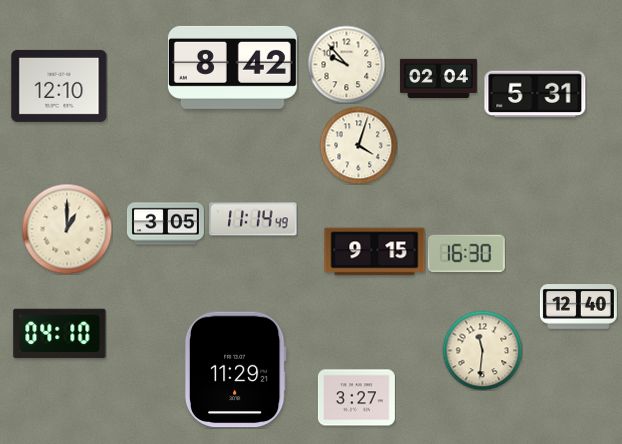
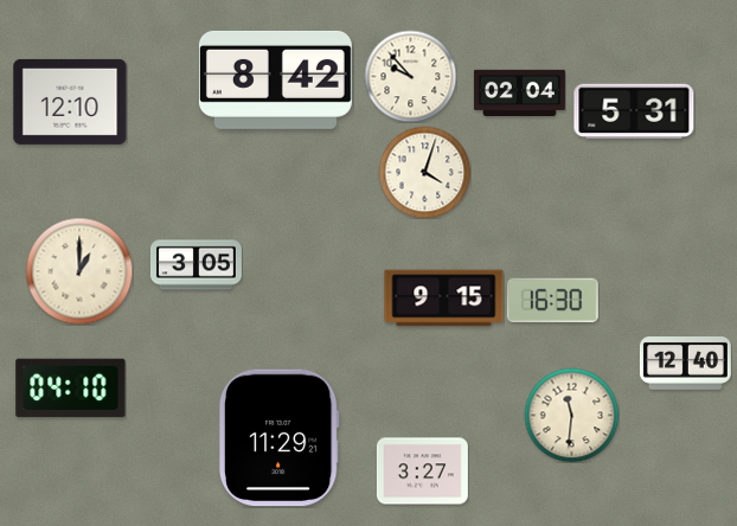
clock at (253, 219): 11:14 -> none
clock at (60, 334) position: (60, 334) -> (71, 389)
